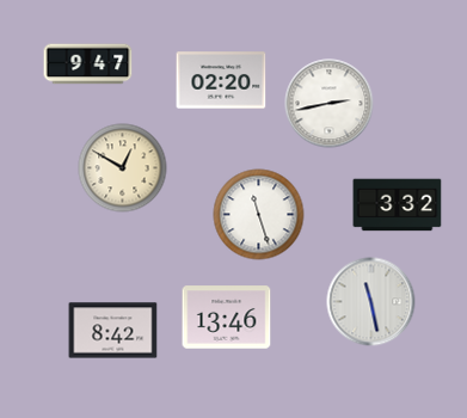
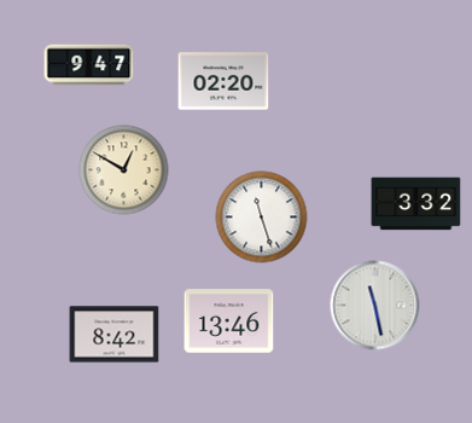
clock at (330, 104): 2:43 -> none
clock at (398, 205) position: (398, 205) -> (416, 204)
